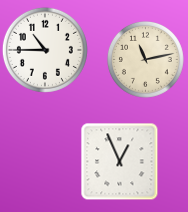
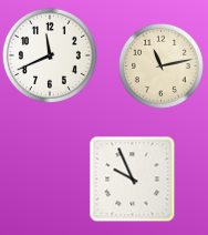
clock at (45, 50): 10:45 -> 11:41
clock at (119, 161): 12:56 -> 9:56
